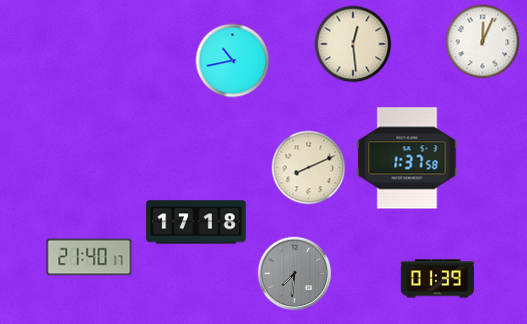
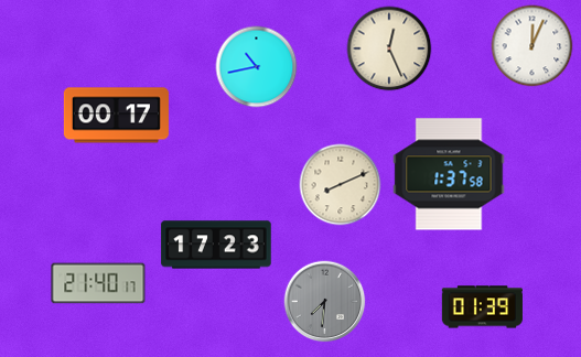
clock at (353, 44): 12:29 -> 12:26
clock at (116, 116): none -> 00:17
clock at (196, 222): 17:18 -> 17:23
